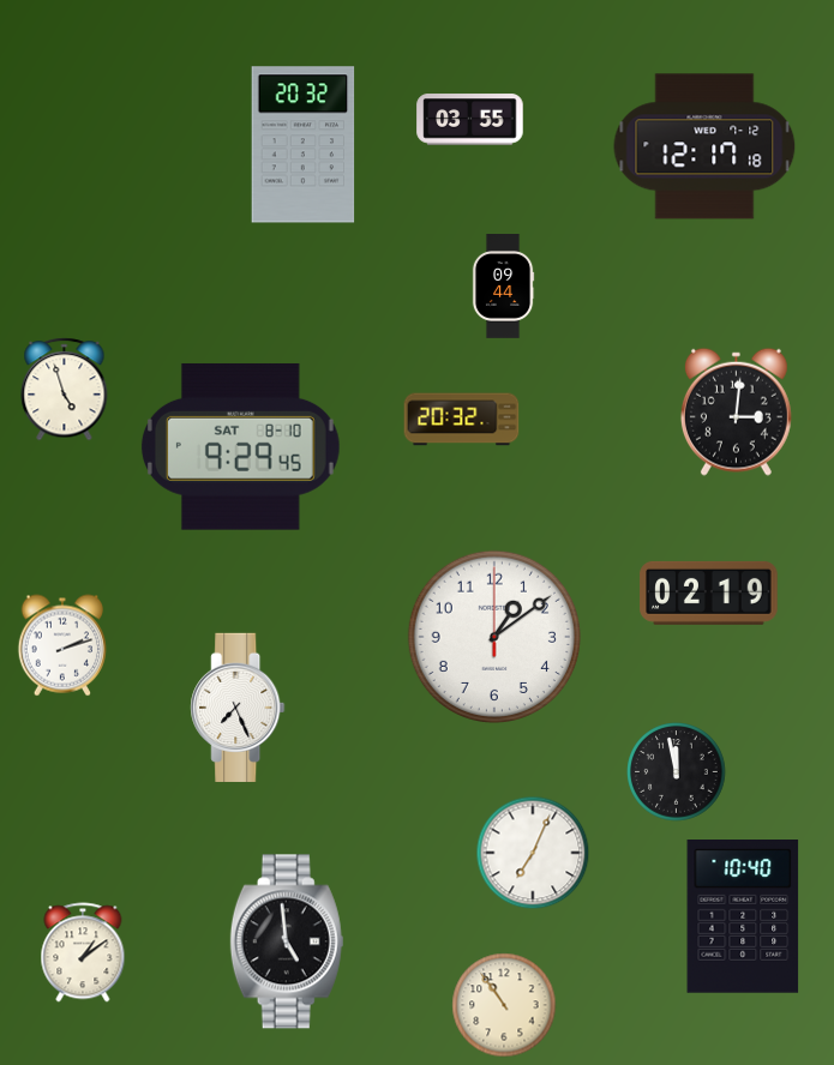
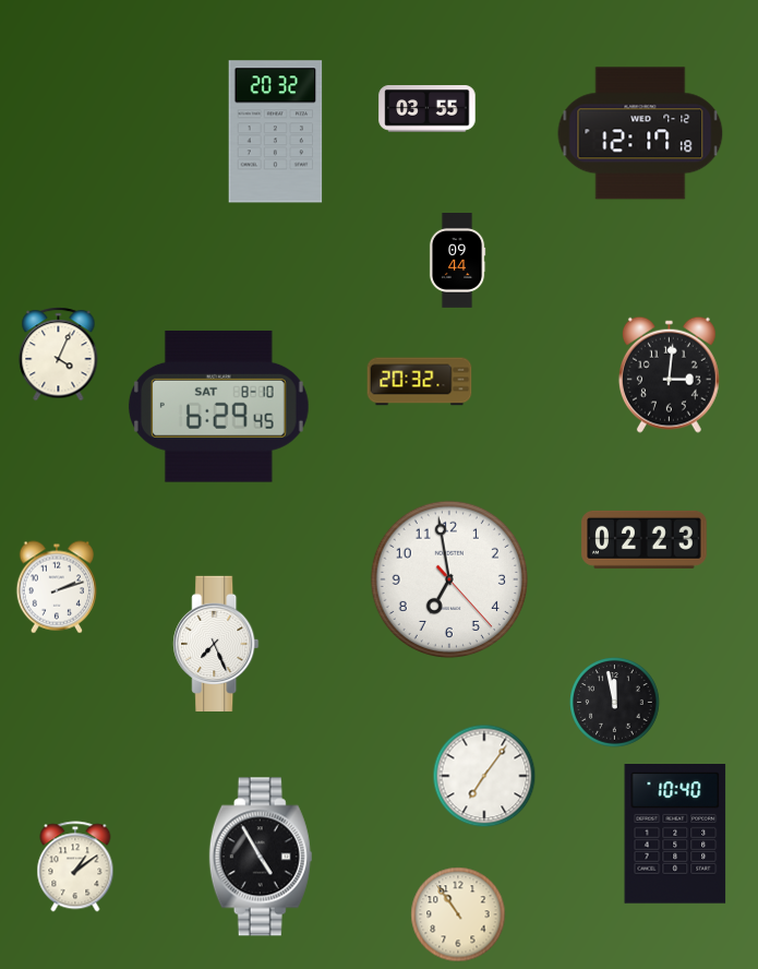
clock at (65, 390): 4:57 -> 4:04
clock at (240, 447): 9:29 -> 6:29
clock at (709, 592): 02:19 -> 02:23
clock at (494, 637): 1:09 -> 6:58
clock at (533, 853): 7:04 -> 7:06
clock at (287, 941): 4:59 -> 4:55
